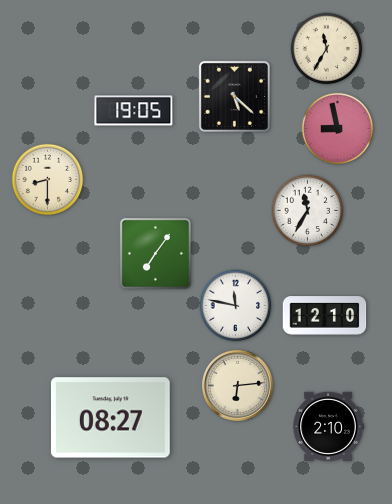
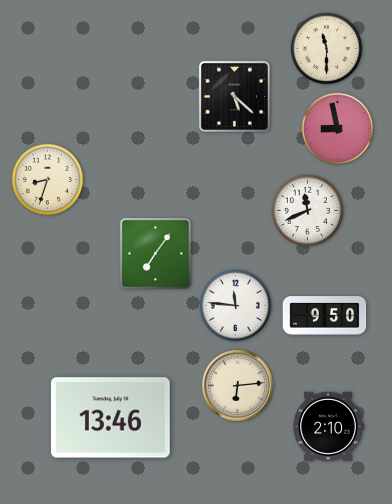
clock at (327, 49): 11:35 -> 11:30
clock at (134, 111): 19:05 -> none
clock at (48, 180): 8:30 -> 8:33
clock at (308, 211): 11:35 -> 11:41
clock at (236, 306): 11:47 -> 11:46
clock at (325, 316): 12:10 -> 9:50
clock at (110, 418): 08:27 -> 13:46
